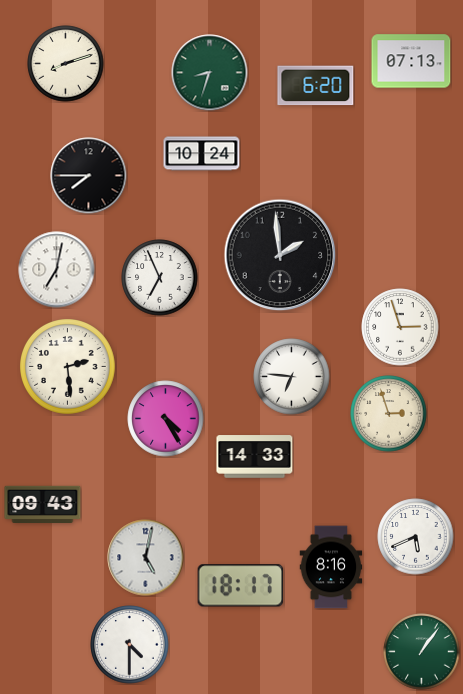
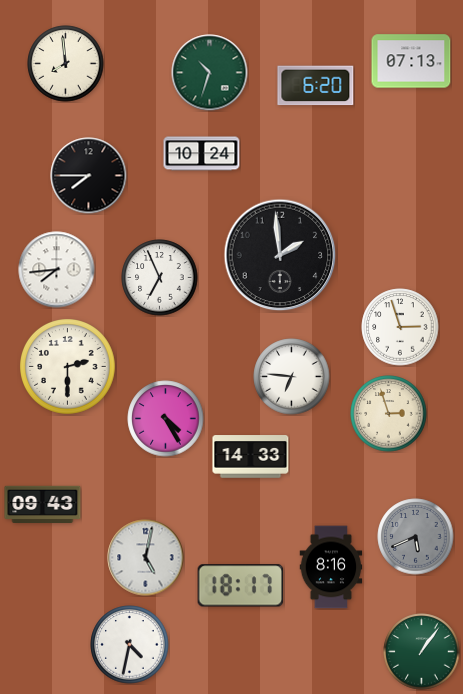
clock at (66, 64): 8:12 -> 7:59
clock at (210, 73): 8:33 -> 10:33
clock at (57, 270): 7:02 -> 7:44
clock at (68, 367): 2:29 -> 2:30
clock at (255, 457) position: (255, 457) -> (251, 457)
clock at (416, 537) dial: white -> grey
clock at (130, 645): 4:30 -> 4:32
